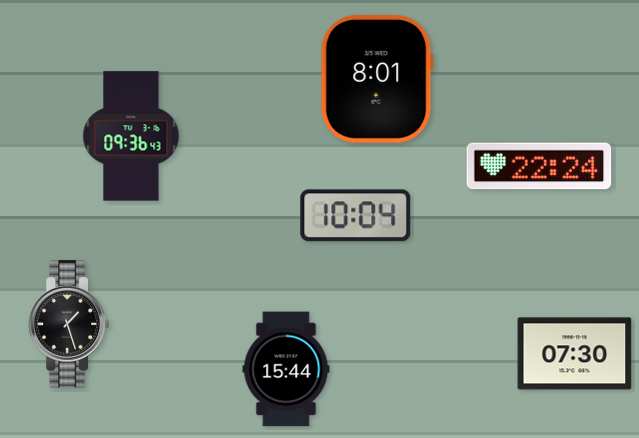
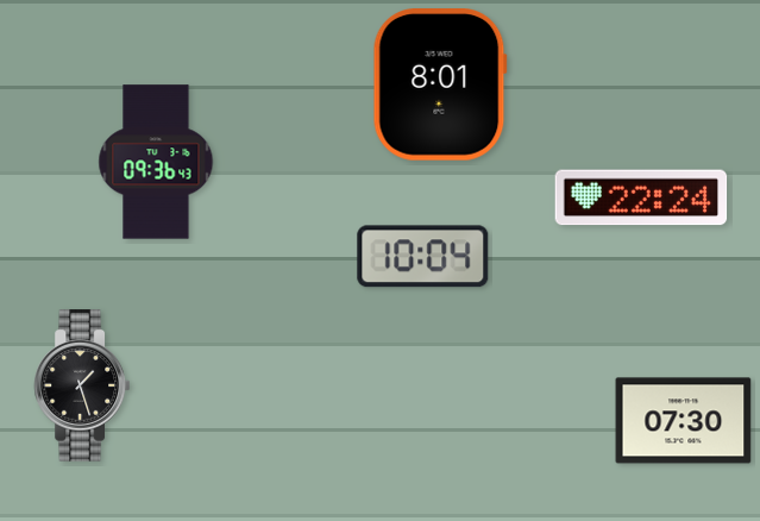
clock at (377, 80) position: (377, 80) -> (440, 86)
clock at (286, 369): 15:44 -> none
